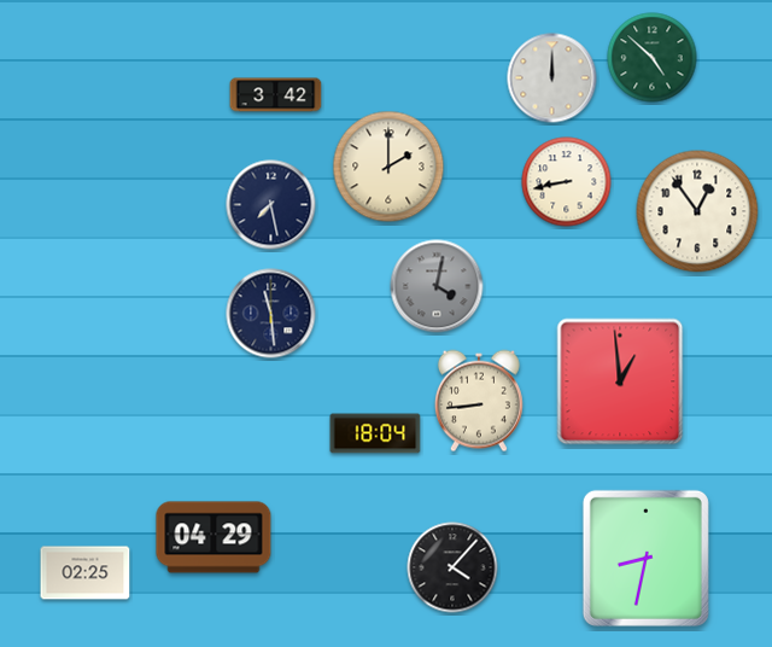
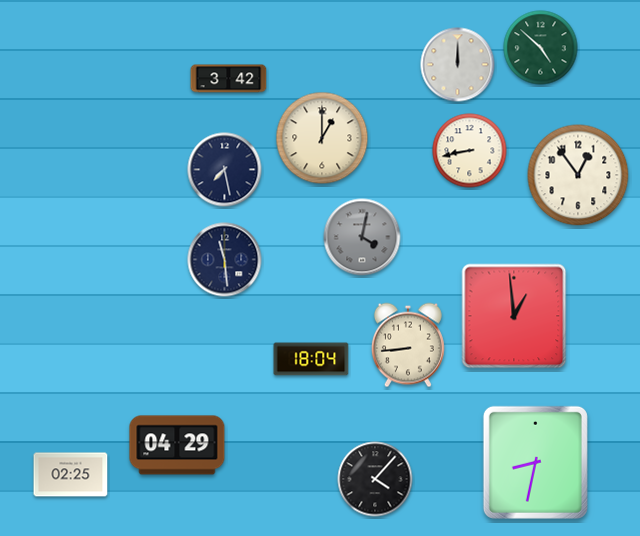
clock at (388, 167): 2:00 -> 1:00
clock at (479, 401) position: (479, 401) -> (408, 345)
clock at (452, 567) position: (452, 567) -> (375, 479)
